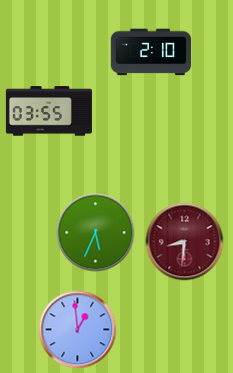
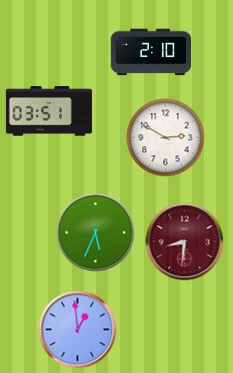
clock at (49, 111): 03:55 -> 03:51
clock at (165, 137): none -> 2:50
